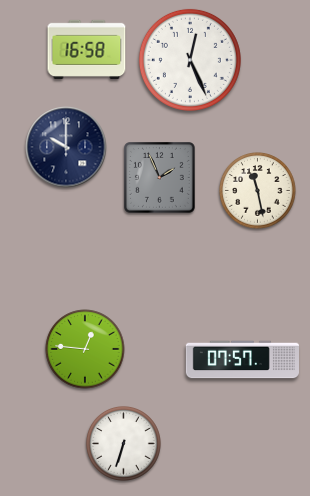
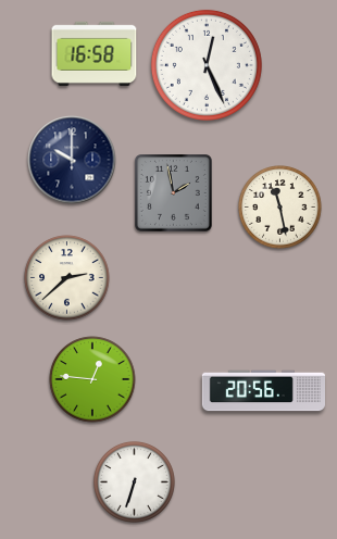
clock at (160, 178): 1:56 -> 1:58
clock at (67, 278): none -> 2:38
clock at (242, 360): 07:57 -> 20:56
